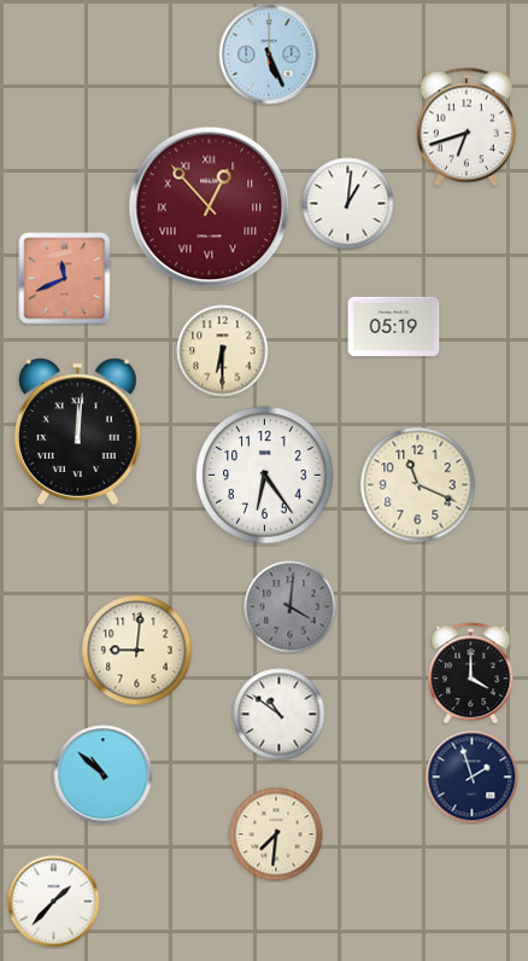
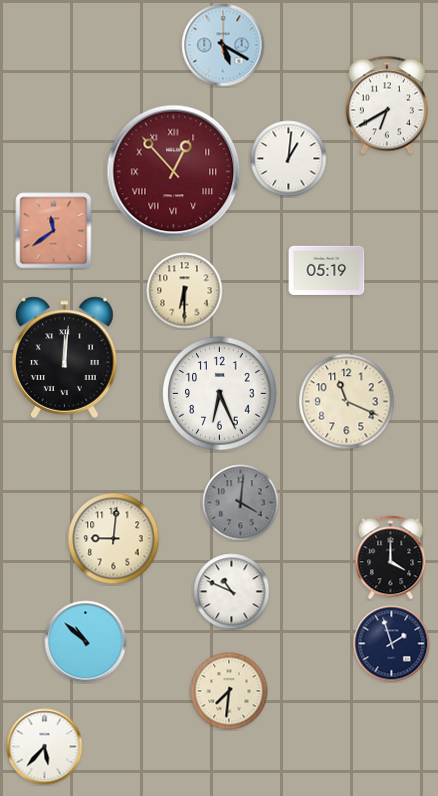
clock at (269, 54): 5:26 -> 5:20
clock at (467, 127): 6:42 -> 6:40
clock at (348, 204) position: (348, 204) -> (289, 159)
clock at (65, 279): 11:41 -> 11:39
clock at (265, 476): 6:24 -> 6:26
clock at (280, 715): 10:51 -> 10:49
clock at (54, 902): 1:37 -> 5:37
